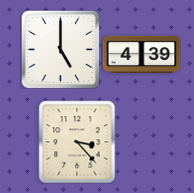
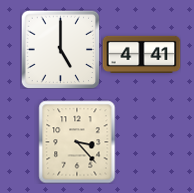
clock at (141, 54): 4:39 -> 4:41
